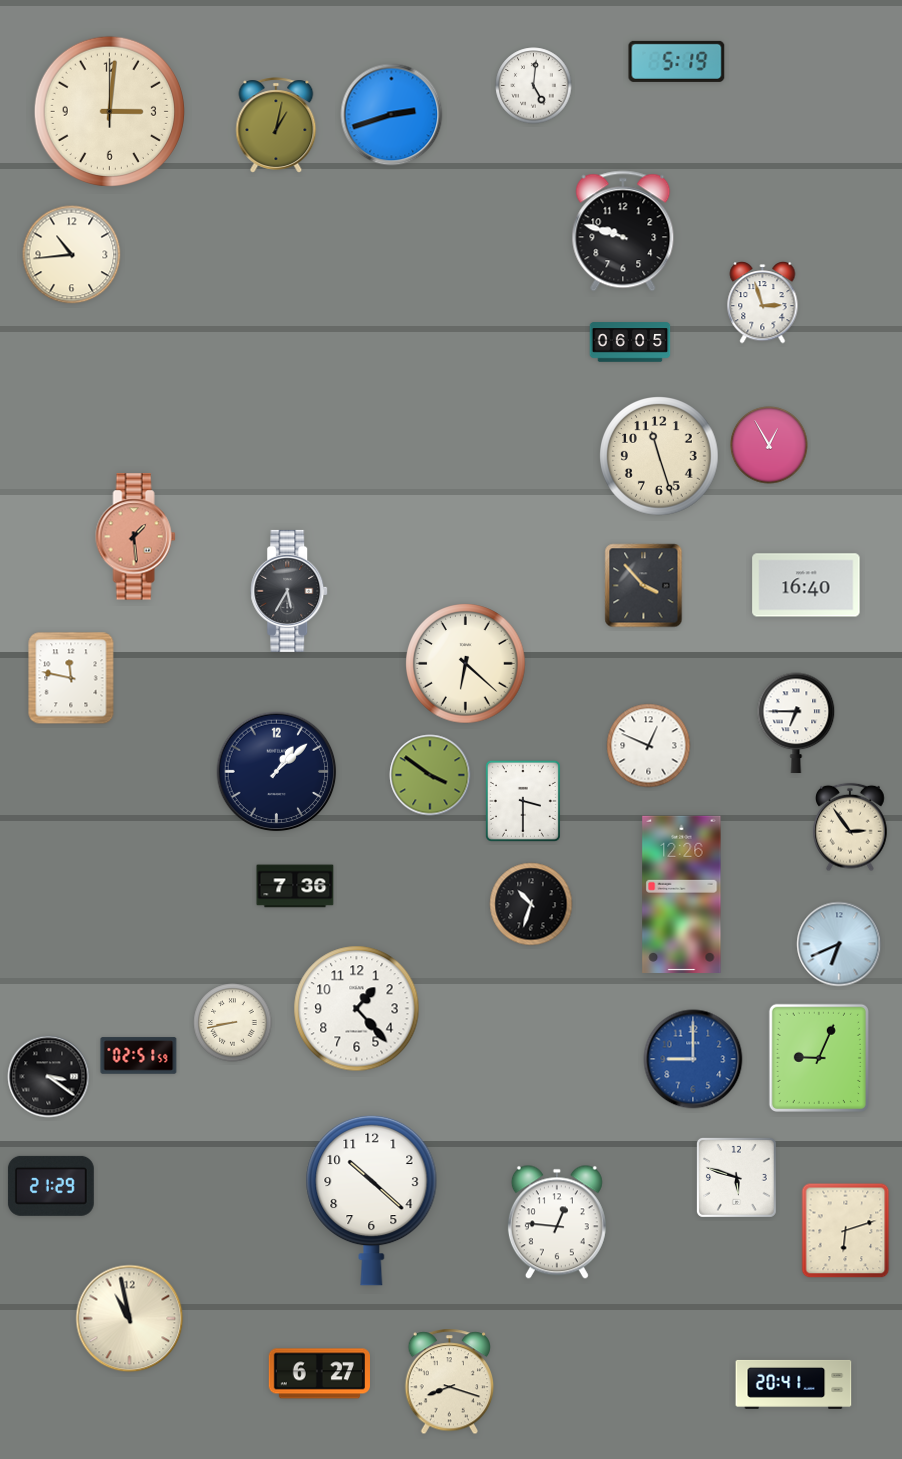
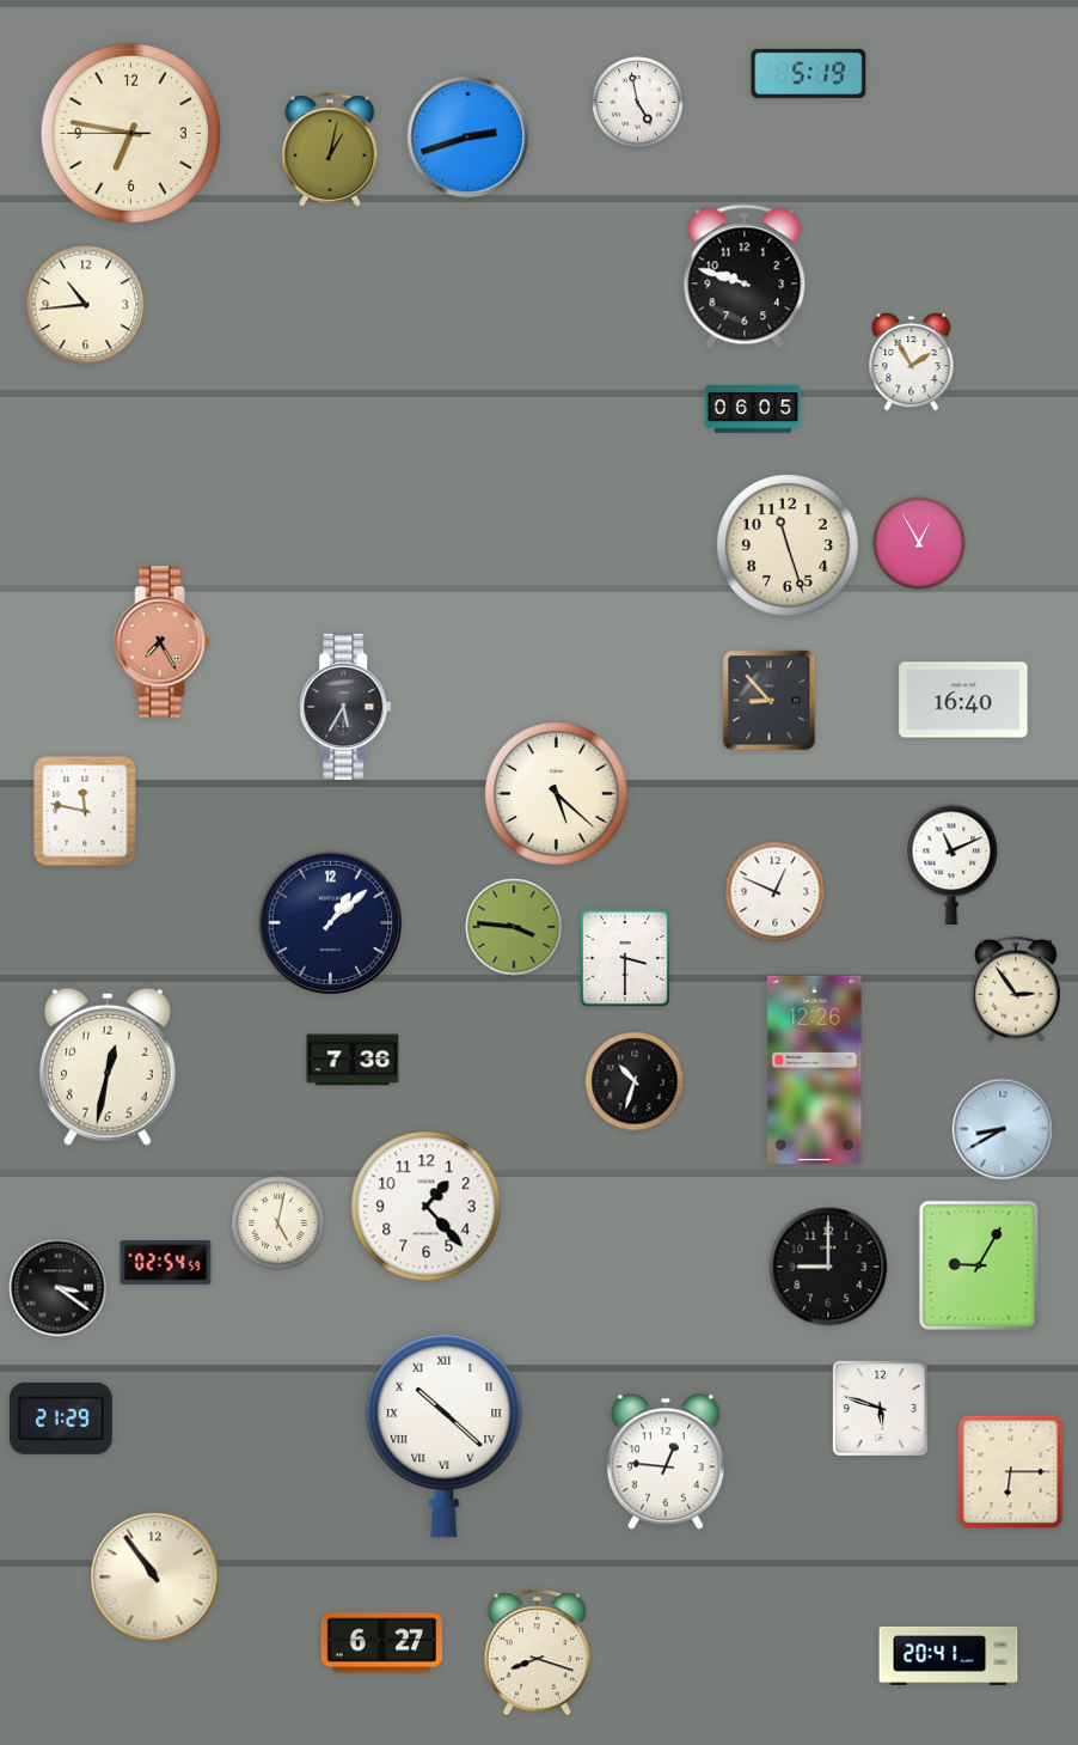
clock at (534, 86): 5:01 -> 4:58
clock at (109, 111): 3:01 -> 6:46
clock at (763, 303): 2:57 -> 1:55
clock at (769, 445) position: (769, 445) -> (919, 543)
clock at (136, 537): 1:29 -> 7:25
clock at (644, 586): 3:53 -> 8:53
clock at (466, 664): 6:22 -> 5:22
clock at (796, 723): 6:45 -> 11:11
clock at (430, 775): 3:51 -> 3:46
clock at (109, 1067): none -> 12:32
clock at (839, 944): 6:41 -> 8:40
clock at (233, 1023): 8:43 -> 5:02
clock at (139, 1056): 02:51 -> 02:54
clock at (819, 1058): 9:04 -> 9:05
clock at (693, 1059) dial: blue -> black
clock at (372, 1200) numerals: Arabic -> Roman
clock at (846, 1231): 6:12 -> 6:15
clock at (130, 1319): 10:58 -> 10:54
